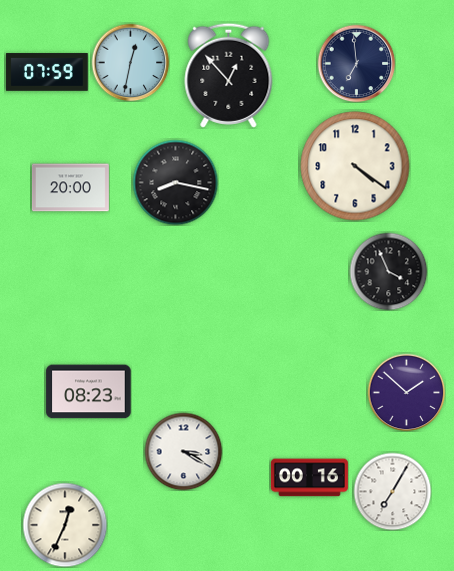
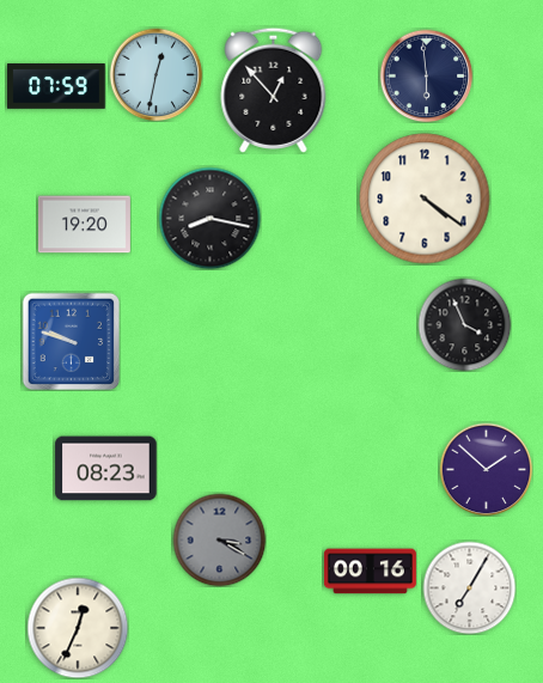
clock at (356, 63): 6:59 -> 5:59
clock at (70, 188): 20:00 -> 19:20
clock at (71, 341): none -> 9:48
clock at (183, 451) dial: white -> grey
